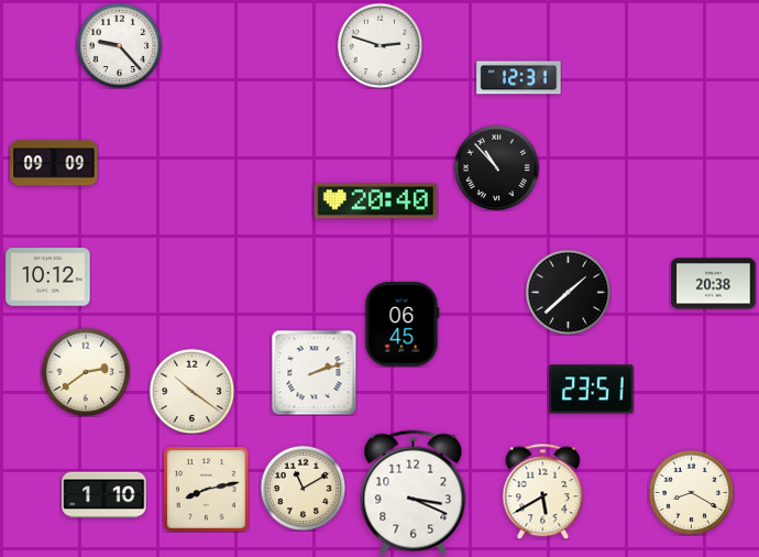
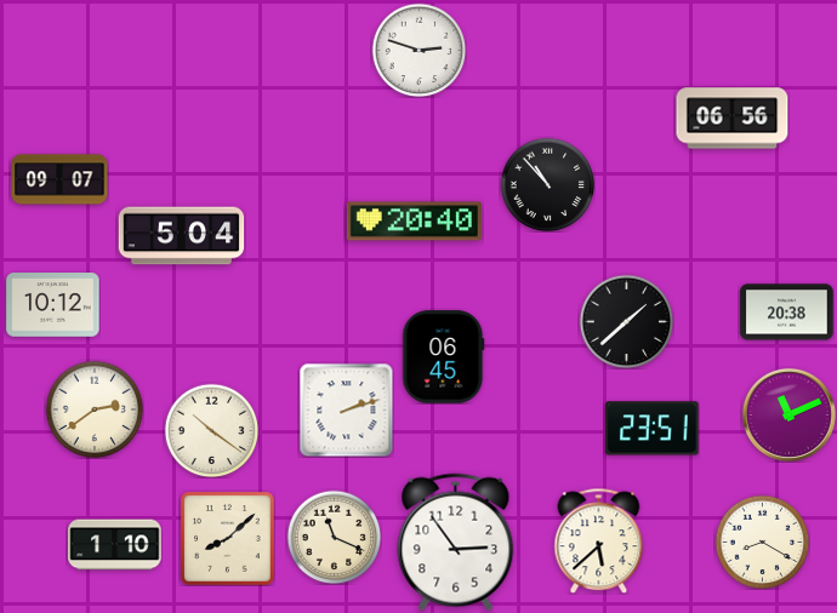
clock at (119, 45): 9:23 -> none
clock at (519, 78): 12:31 -> none
clock at (733, 119): none -> 06:56
clock at (54, 163): 09:09 -> 09:07
clock at (182, 236): none -> 5:04
clock at (788, 414): none -> 11:11
clock at (302, 488): 11:10 -> 11:19
clock at (207, 490): 8:13 -> 8:08
clock at (543, 491): 5:40 -> 5:38
clock at (414, 493): 3:19 -> 2:54
